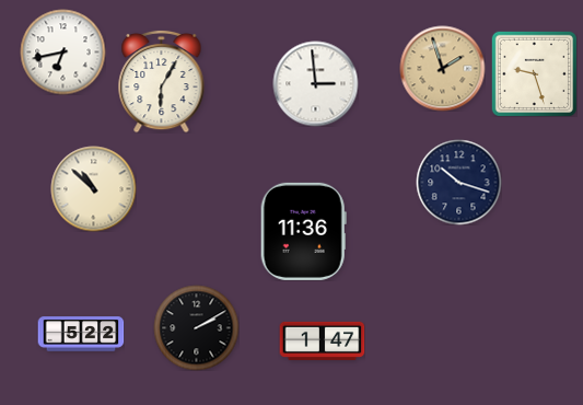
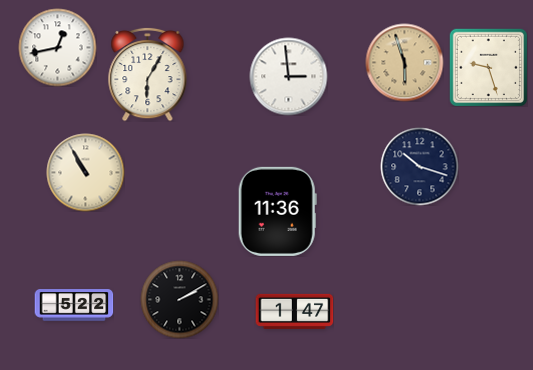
clock at (62, 51): 6:43 -> 12:43
clock at (442, 68): 1:57 -> 5:57
clock at (93, 188): 10:52 -> 10:55
